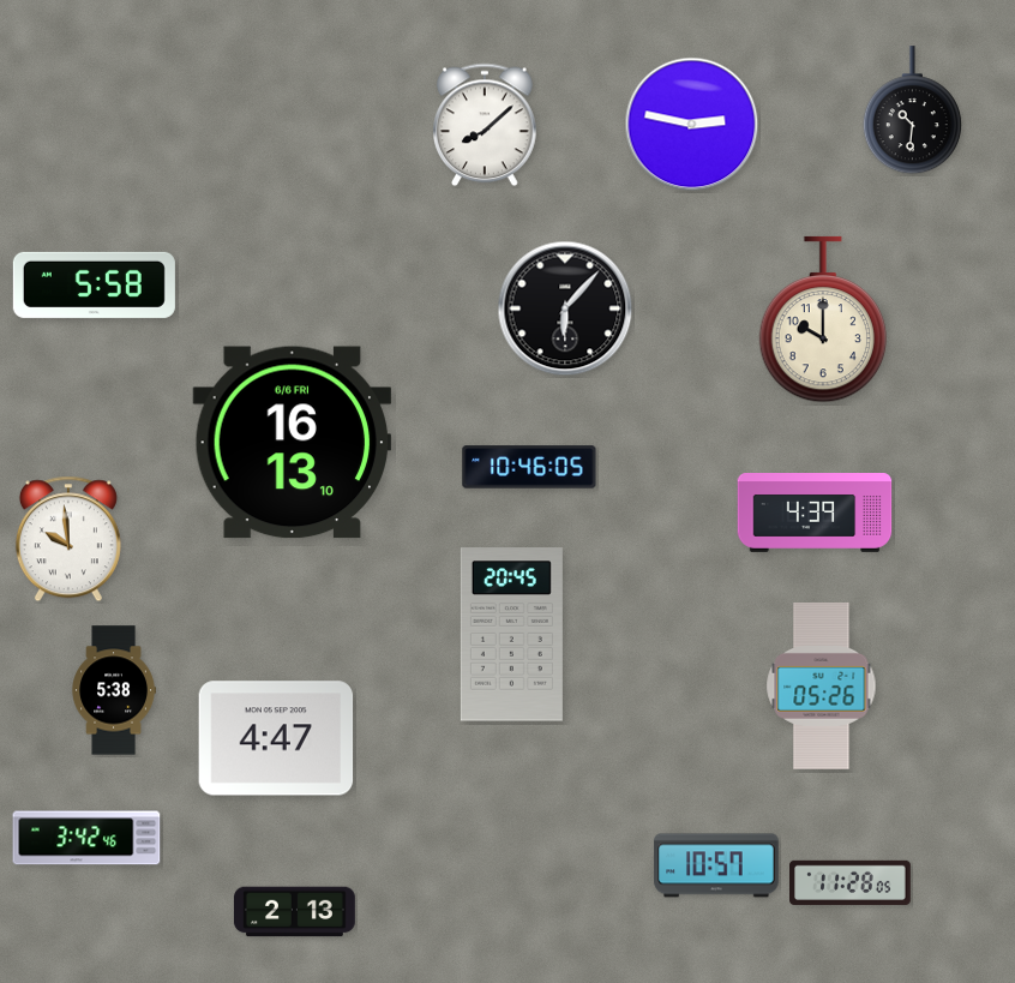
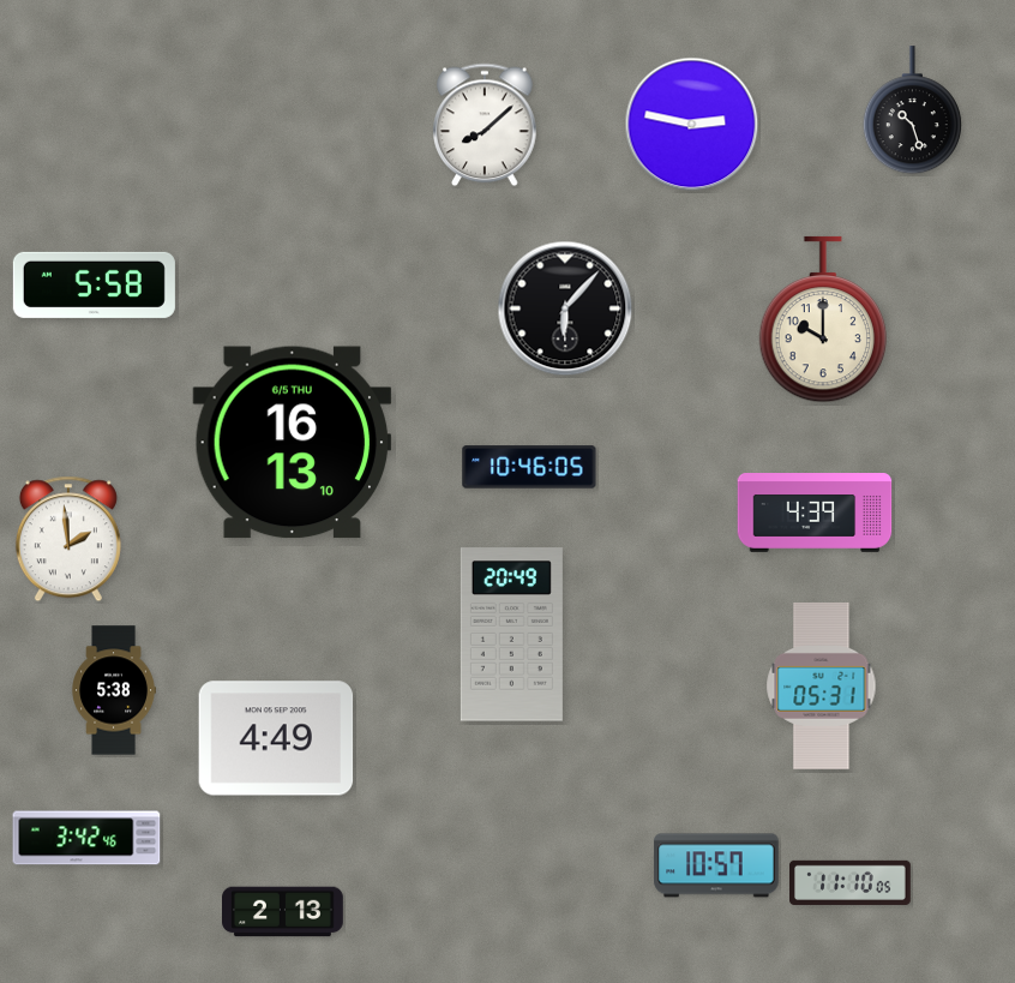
clock at (912, 110): 10:31 -> 10:27
clock at (293, 443) date: 6/6 FRI -> 6/5 THU
clock at (68, 539): 9:59 -> 1:59
clock at (511, 635): 20:45 -> 20:49
clock at (822, 685): 05:26 -> 05:31
clock at (276, 738): 4:47 -> 4:49
clock at (851, 882): 11:28 -> 11:10
clock at (295, 912) position: (295, 912) -> (283, 912)
